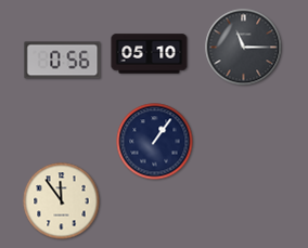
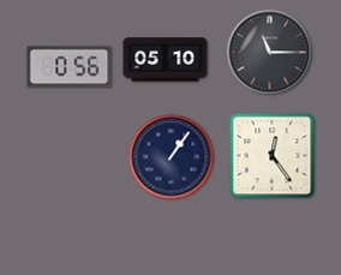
clock at (273, 156): none -> 12:24
clock at (62, 201): 11:54 -> none
